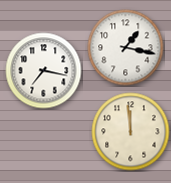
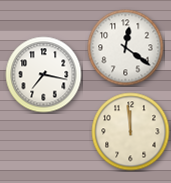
clock at (126, 48): 1:17 -> 12:21
clock at (44, 71) position: (44, 71) -> (44, 75)
